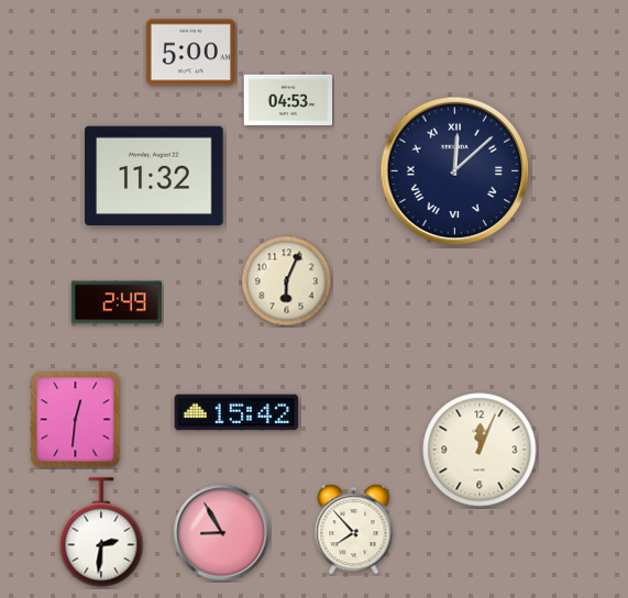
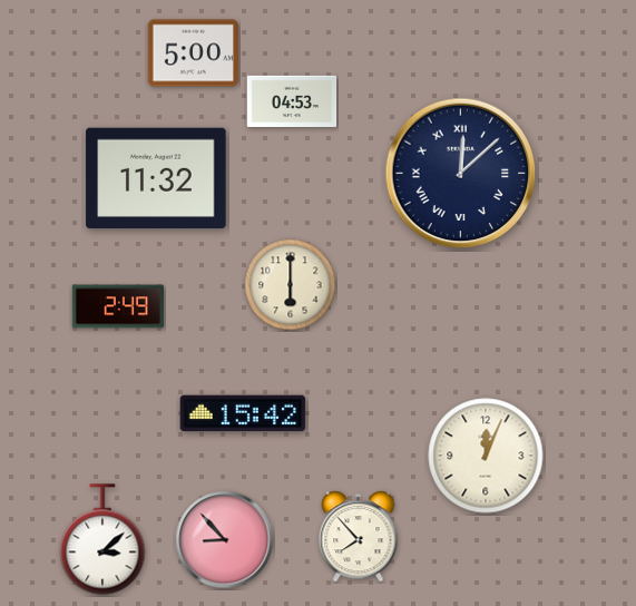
clock at (287, 281): 6:04 -> 6:00
clock at (236, 412) position: (236, 412) -> (243, 413)
clock at (76, 420): 12:31 -> none
clock at (101, 532): 2:31 -> 3:08
clock at (222, 533): 8:55 -> 8:53
